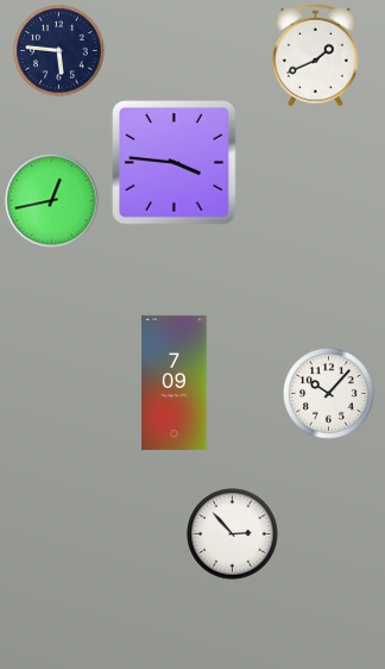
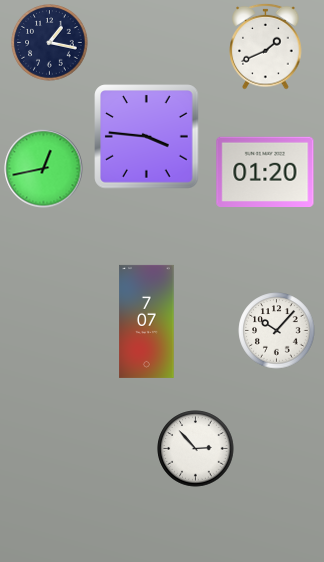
clock at (59, 51): 5:46 -> 1:17
clock at (265, 171): none -> 01:20
clock at (175, 382): 7:09 -> 7:07
